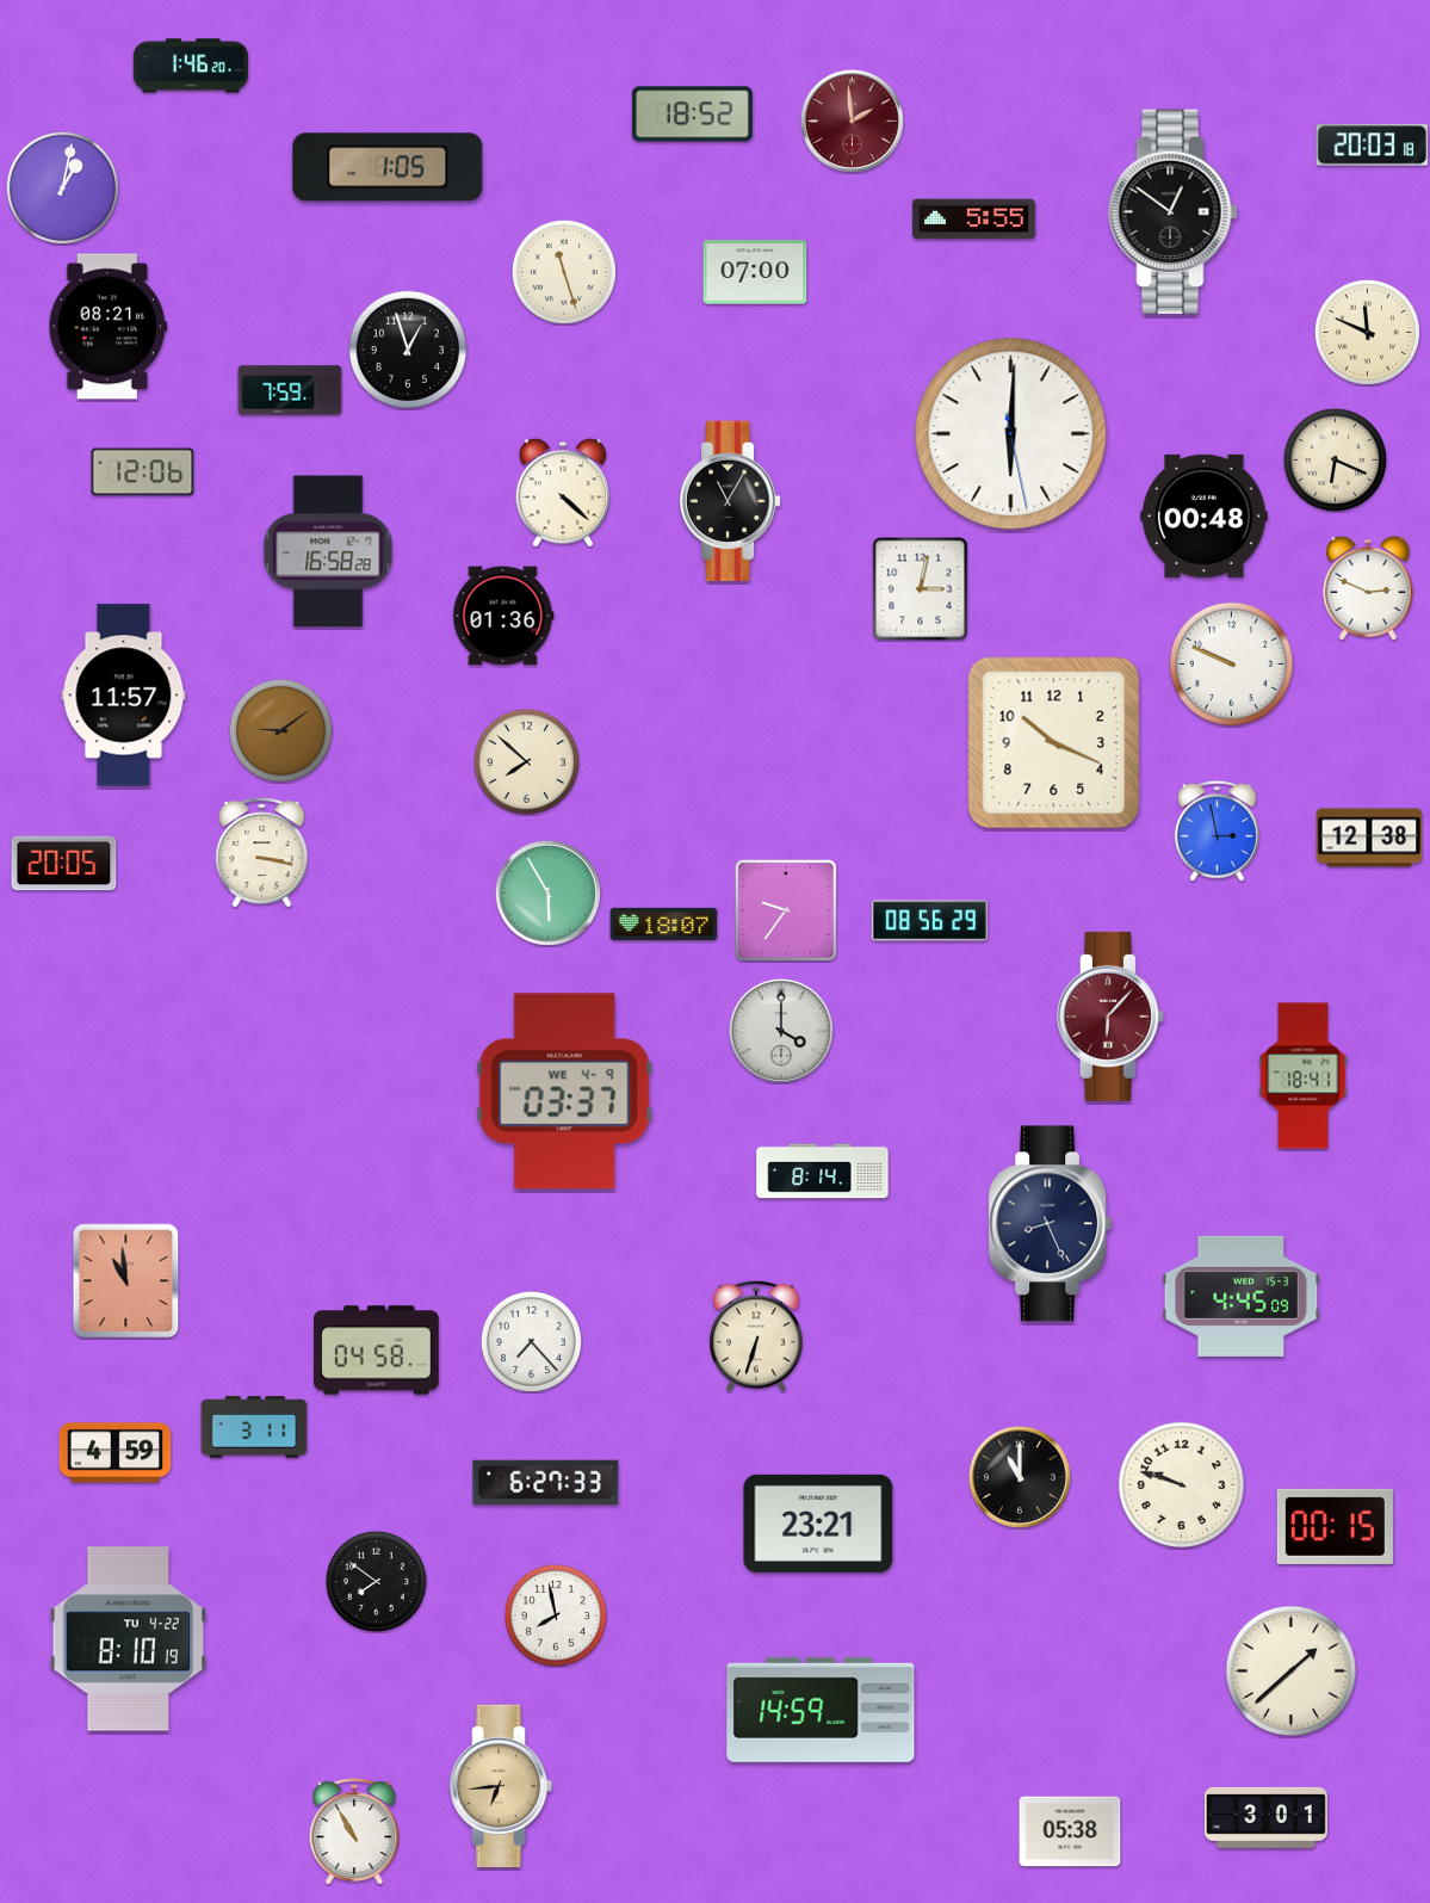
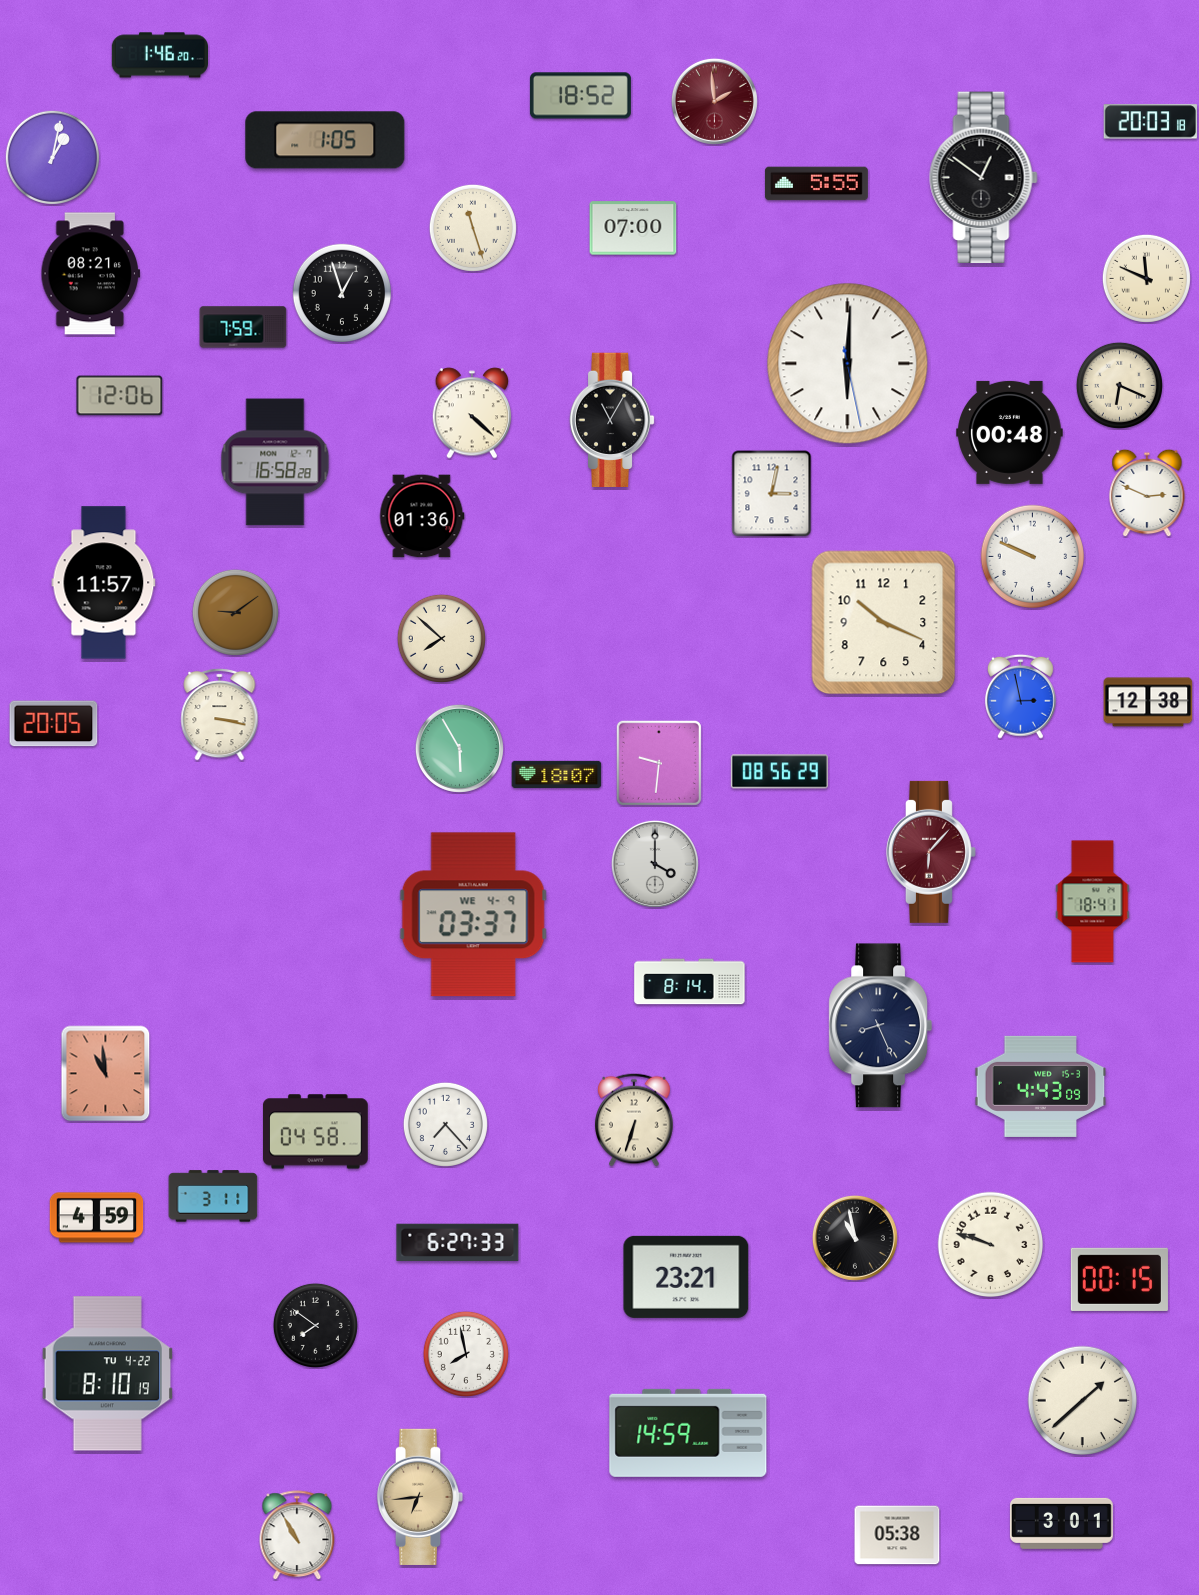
clock at (786, 910): 9:36 -> 9:31
clock at (1242, 1296): 4:45 -> 4:43
clock at (1020, 1477): 11:00 -> 10:58
